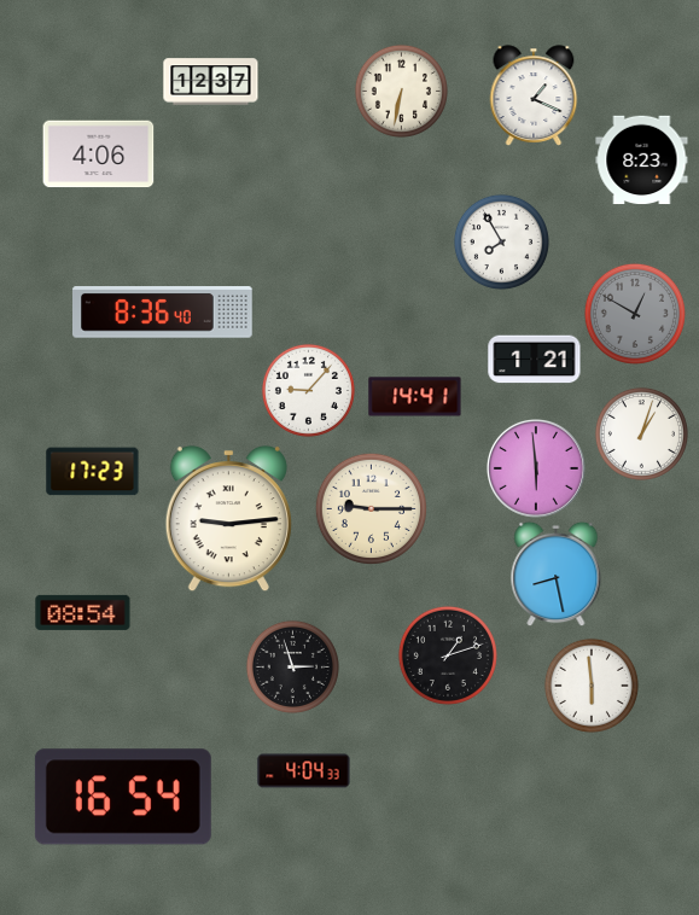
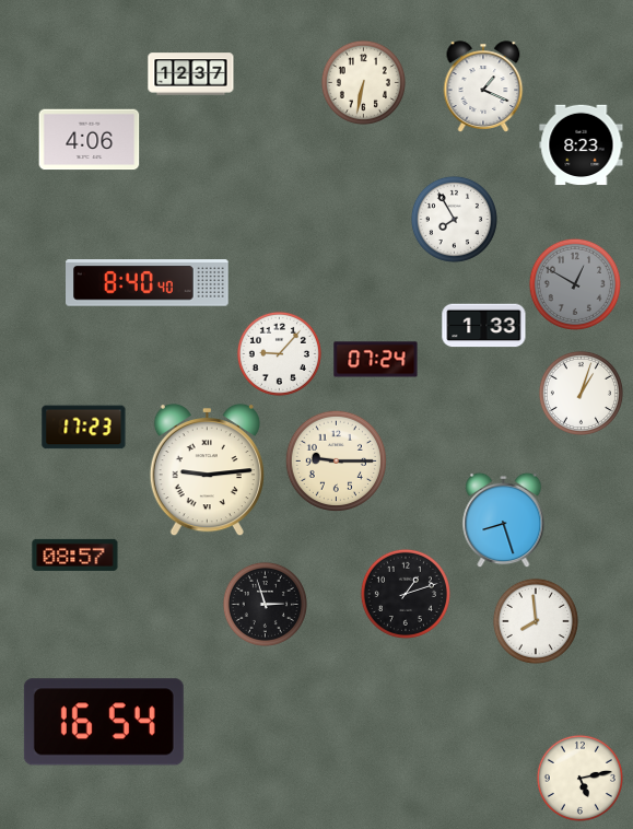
clock at (163, 313): 8:36 -> 8:40
clock at (535, 360): 1:21 -> 1:33
clock at (415, 397): 14:41 -> 07:24
clock at (536, 468): 5:59 -> none
clock at (557, 573): 8:28 -> 8:27
clock at (83, 612): 08:54 -> 08:57
clock at (592, 686): 5:59 -> 7:59
clock at (304, 771): 4:04 -> none
clock at (123, 797) position: (123, 797) -> (104, 722)
clock at (579, 778): none -> 5:13
